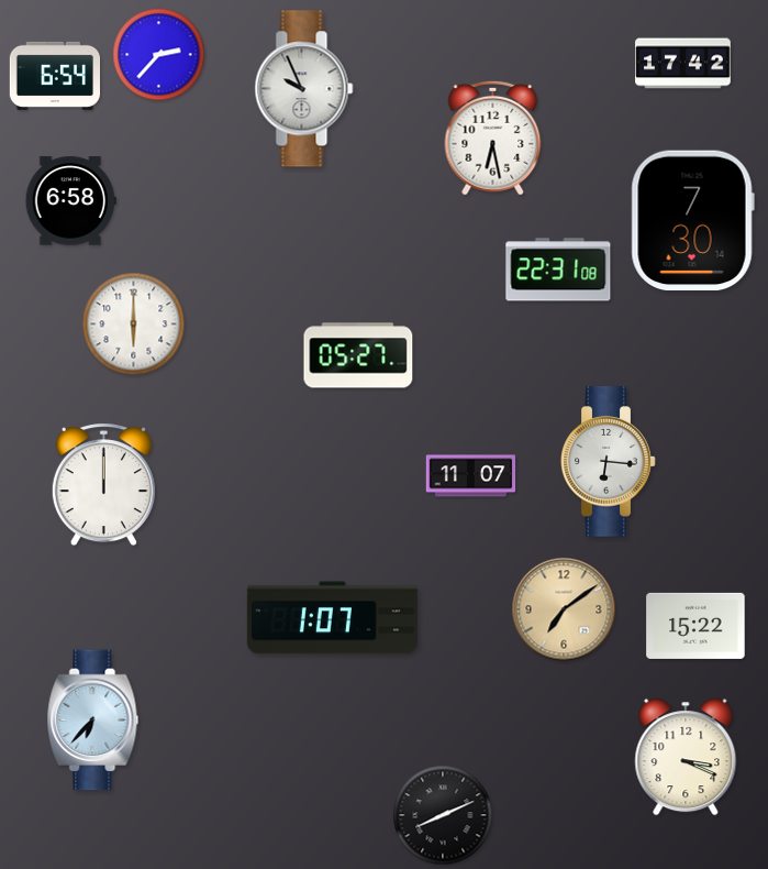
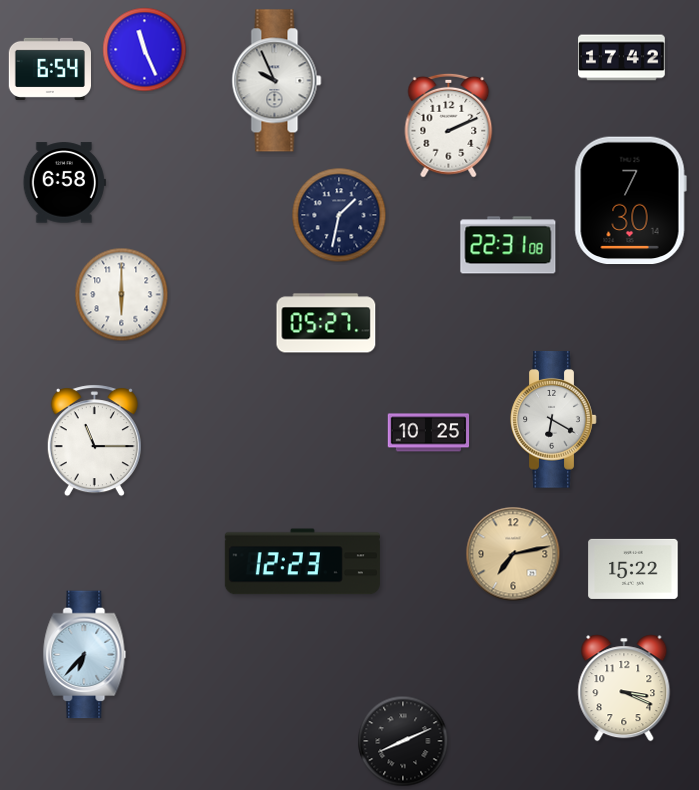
clock at (159, 55): 2:37 -> 11:26
clock at (493, 137): 6:28 -> 2:11
clock at (339, 215): none -> 1:32
clock at (609, 462): 6:16 -> 6:20
clock at (471, 476): 11:07 -> 10:25
clock at (103, 485): 12:00 -> 11:15
clock at (564, 609): 7:09 -> 7:13
clock at (332, 618): 1:07 -> 12:23
